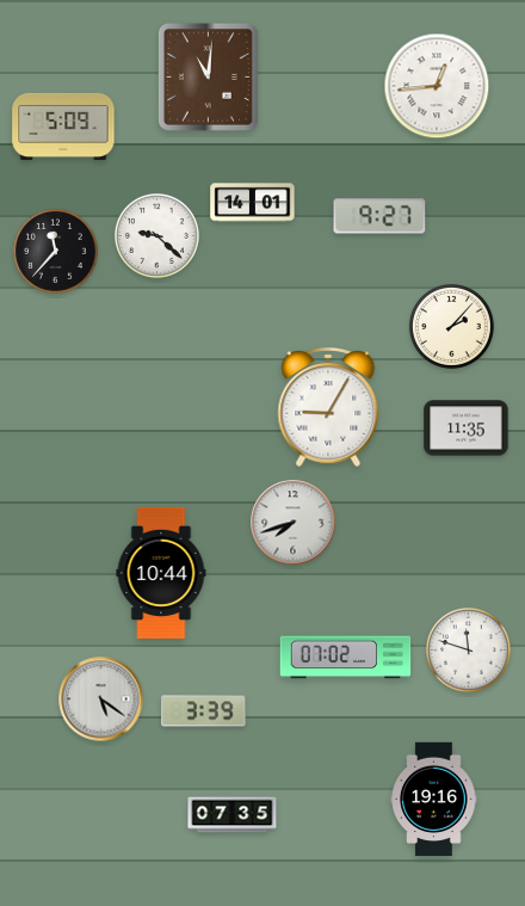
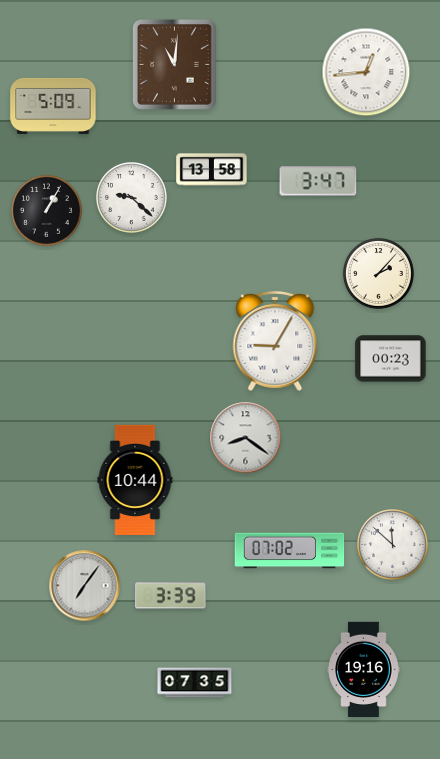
clock at (253, 203): 14:01 -> 13:58
clock at (379, 216): 9:27 -> 3:47
clock at (55, 251): 11:37 -> 1:05
clock at (467, 429): 11:35 -> 00:23
clock at (294, 523): 7:42 -> 8:21
clock at (468, 649): 11:48 -> 11:52
clock at (101, 699): 5:21 -> 7:06
